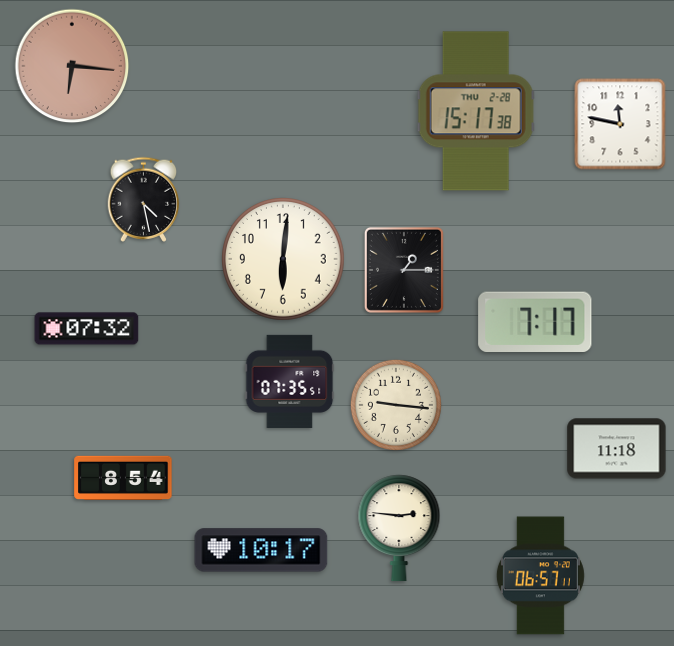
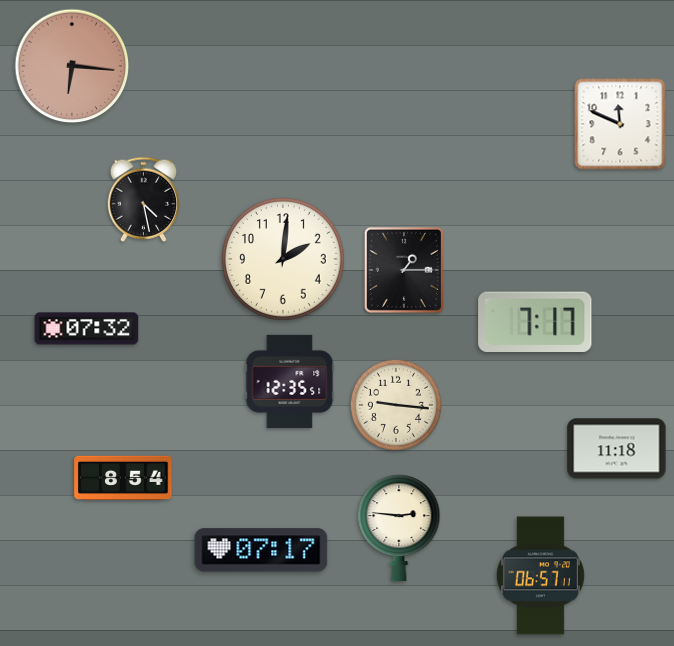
clock at (476, 111): 15:17 -> none
clock at (620, 124): 11:47 -> 11:49
clock at (284, 260): 6:01 -> 2:01
clock at (290, 381): 07:35 -> 12:35
clock at (261, 550): 10:17 -> 07:17
